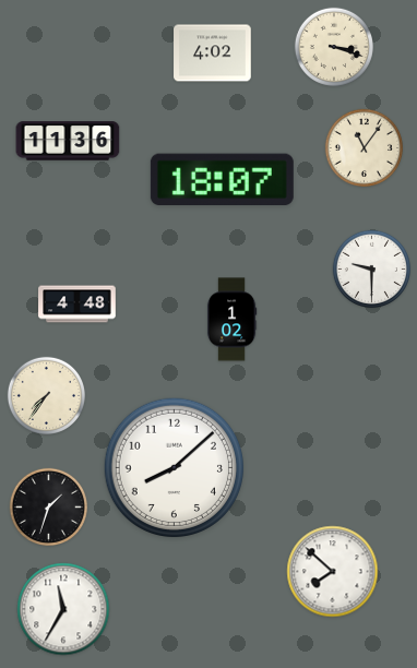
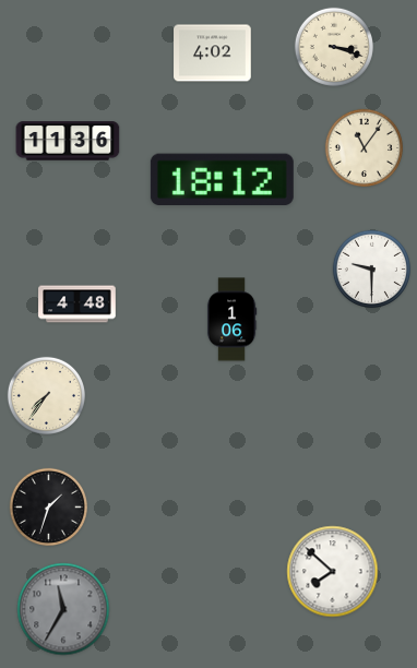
clock at (222, 180): 18:07 -> 18:12
clock at (231, 320): 1:02 -> 1:06
clock at (174, 467): 8:08 -> none
clock at (63, 609) dial: white -> grey
